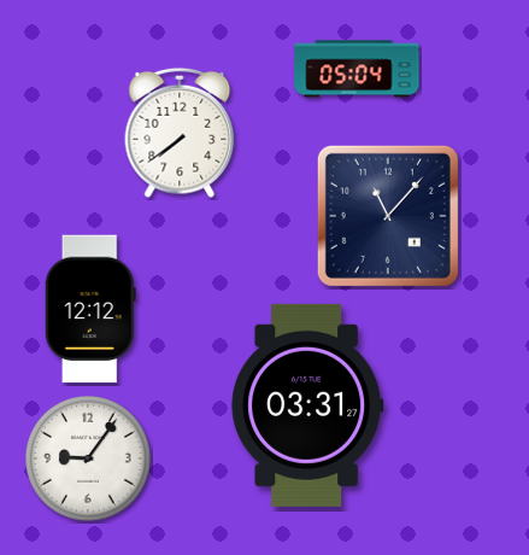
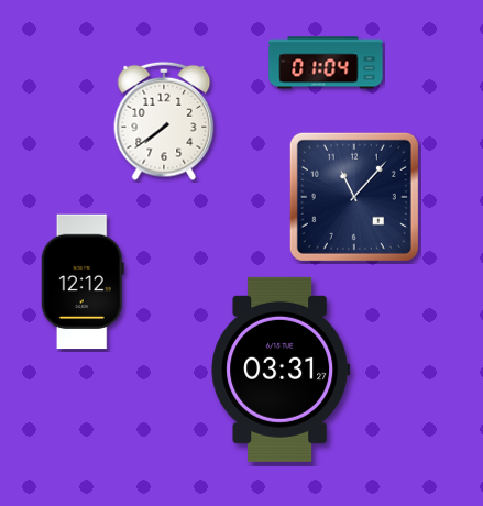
clock at (357, 69): 05:04 -> 01:04
clock at (88, 458): 9:06 -> none
